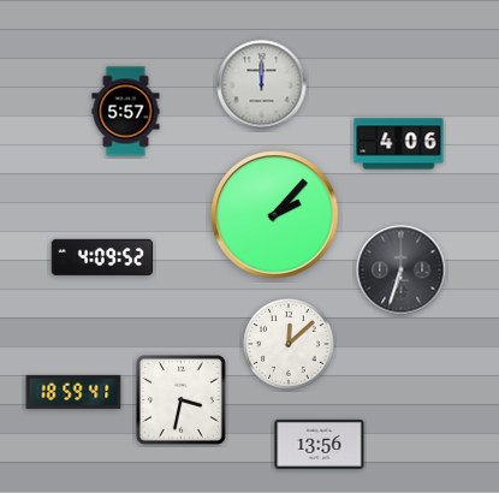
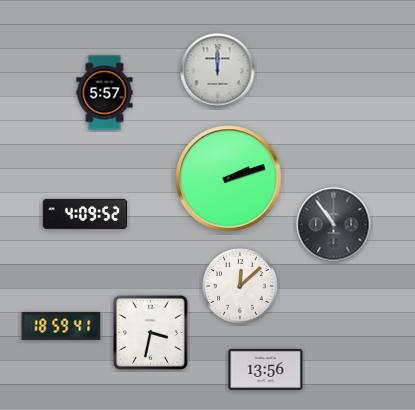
clock at (399, 144): 4:06 -> none
clock at (275, 215): 2:07 -> 2:12
clock at (402, 271): 6:33 -> 10:54
